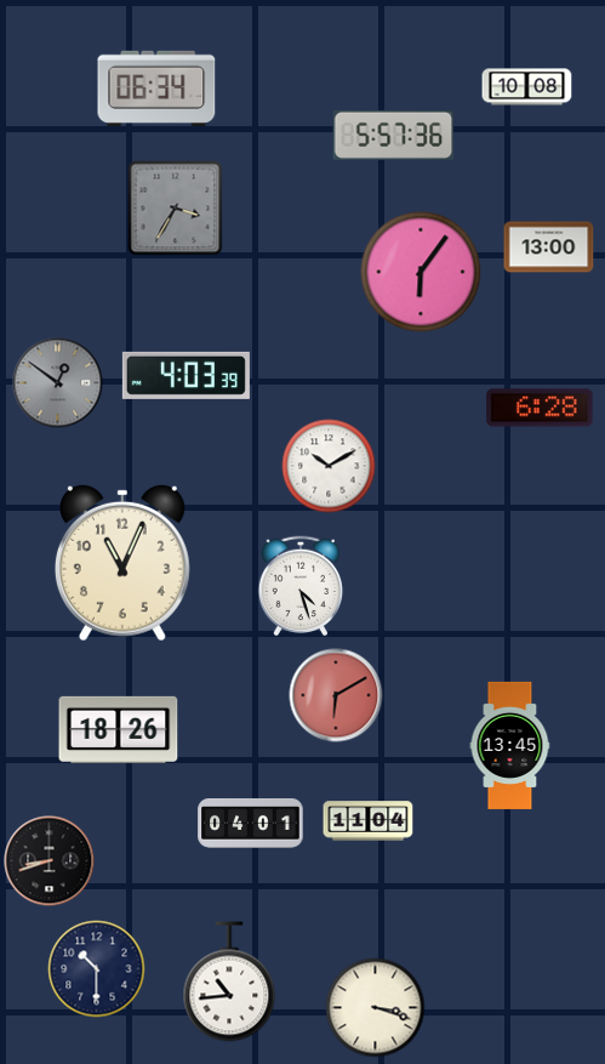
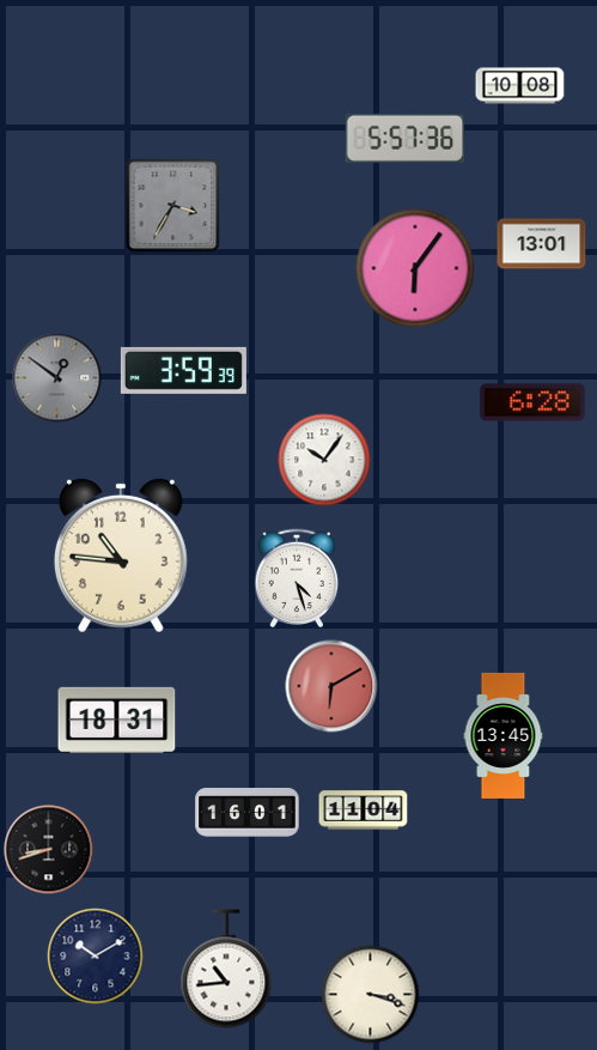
clock at (156, 89): 06:34 -> none
clock at (394, 135) position: (394, 135) -> (406, 138)
clock at (549, 247): 13:00 -> 13:01
clock at (186, 375): 4:03 -> 3:59
clock at (329, 466): 10:10 -> 10:06
clock at (122, 563): 11:04 -> 10:46
clock at (119, 729): 18:26 -> 18:31
clock at (251, 824): 04:01 -> 16:01
clock at (97, 969): 10:30 -> 10:10
